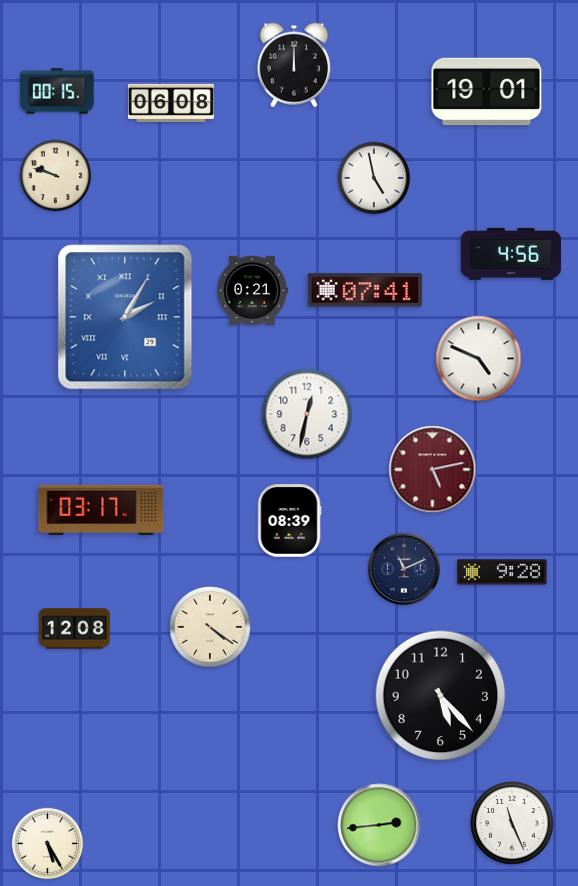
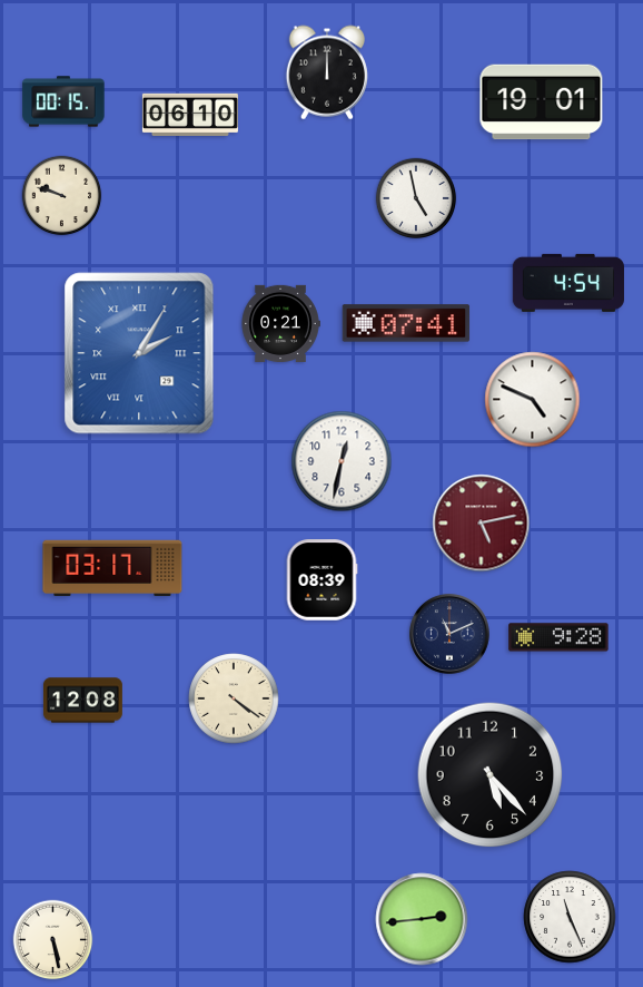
clock at (171, 102): 06:08 -> 06:10
clock at (511, 254): 4:56 -> 4:54
clock at (48, 844): 5:25 -> 5:28
